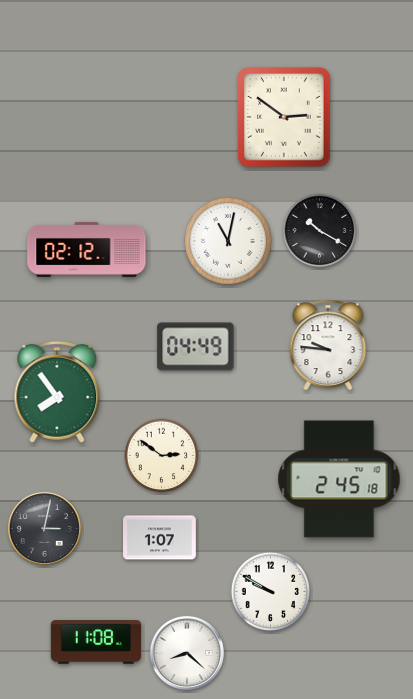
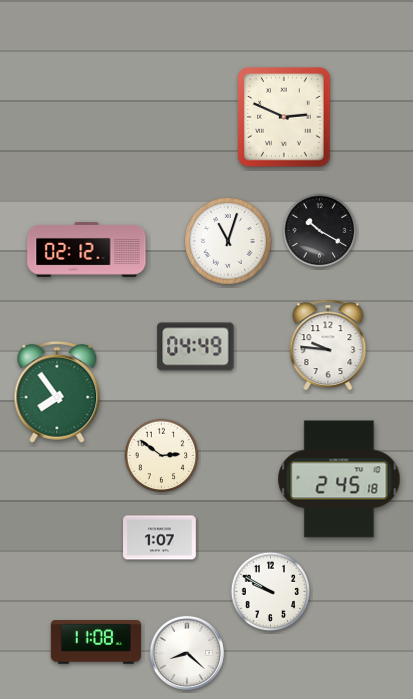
clock at (284, 117): 2:51 -> 2:49
clock at (228, 241): 11:02 -> 11:03
clock at (44, 528): 3:02 -> none
